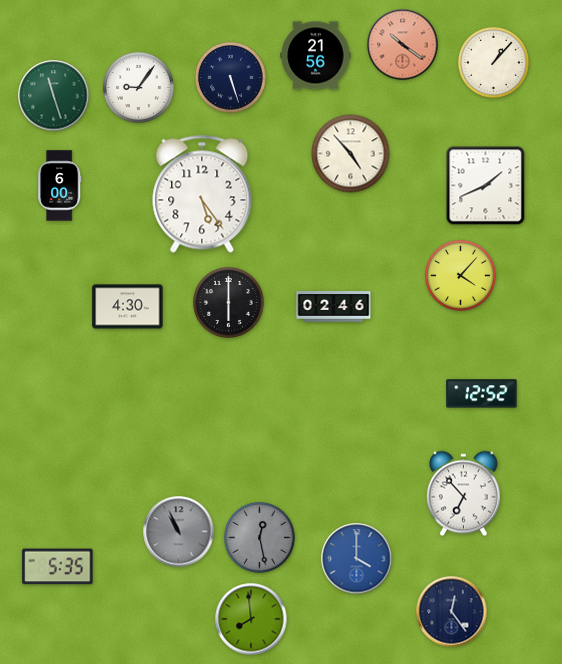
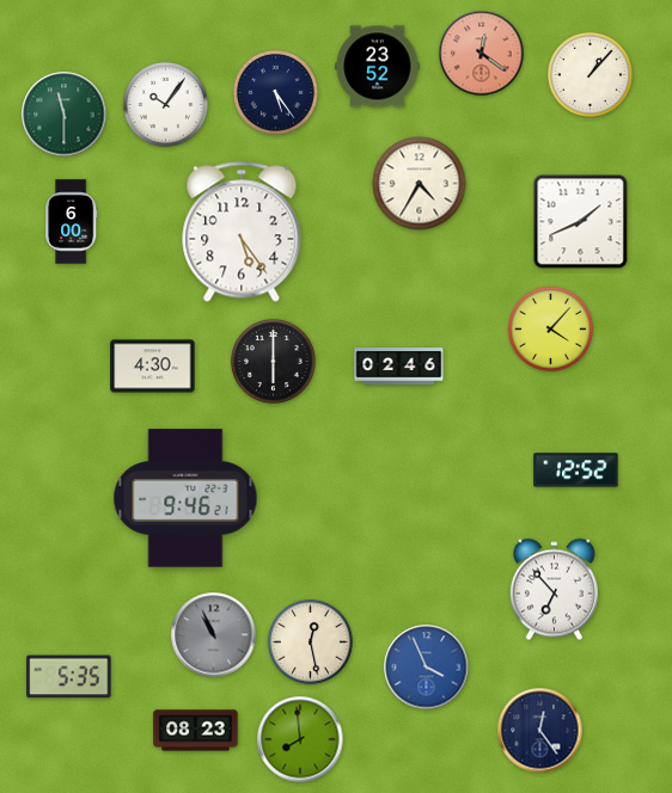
clock at (403, 45): 10:21 -> 12:21
clock at (316, 56): 21:56 -> 23:52
clock at (230, 77): 5:27 -> 5:24
clock at (138, 87): 9:06 -> 10:06
clock at (54, 96): 11:27 -> 11:30
clock at (351, 154): 4:53 -> 4:35
clock at (185, 498): none -> 9:46
clock at (259, 537) dial: grey -> cream
clock at (357, 559): 4:00 -> 3:56
clock at (196, 731): none -> 08:23
